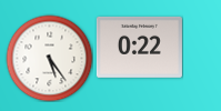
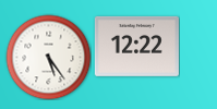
clock at (139, 47): 0:22 -> 12:22
